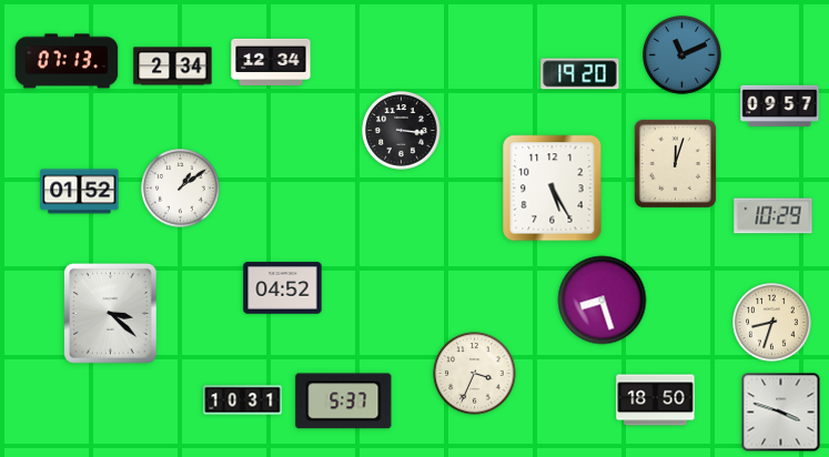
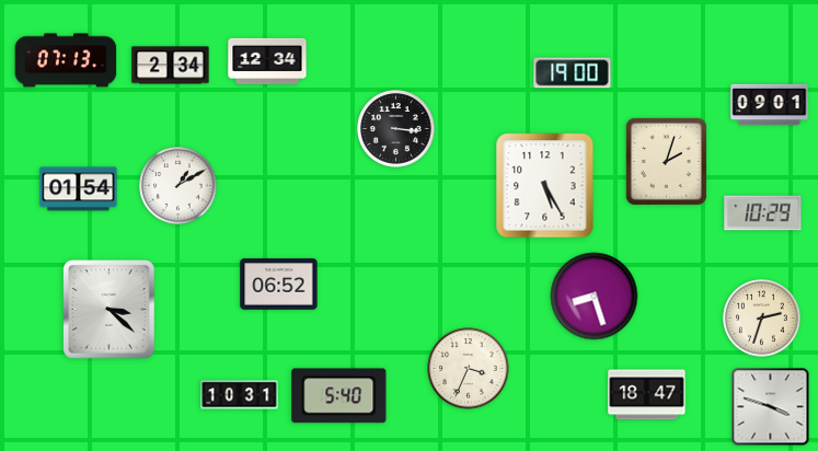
clock at (683, 55): 11:11 -> none
clock at (580, 74): 19:20 -> 19:00
clock at (780, 105): 09:57 -> 09:01
clock at (675, 163): 12:03 -> 2:03
clock at (181, 189): 1:09 -> 1:10
clock at (80, 192): 01:52 -> 01:54
clock at (283, 288): 04:52 -> 06:52
clock at (772, 323): 8:33 -> 2:33
clock at (656, 400): 18:50 -> 18:47
clock at (344, 402): 5:37 -> 5:40
